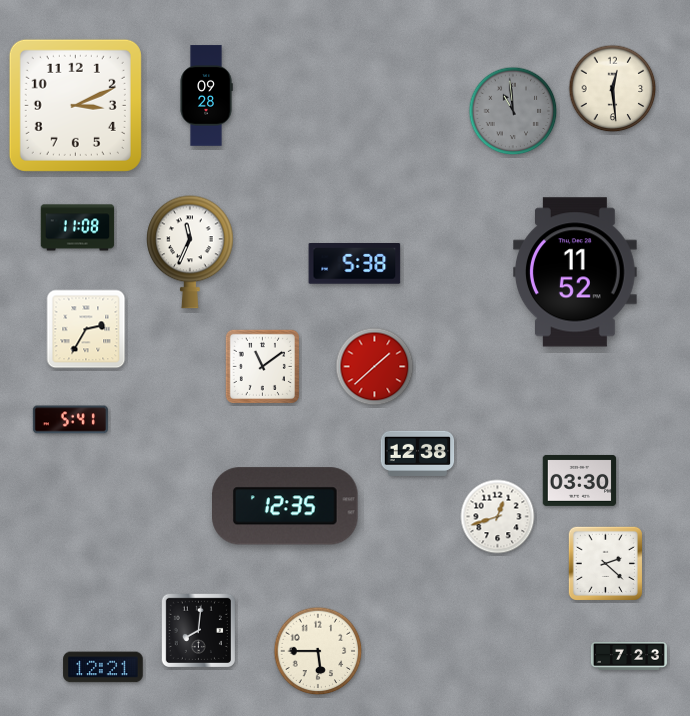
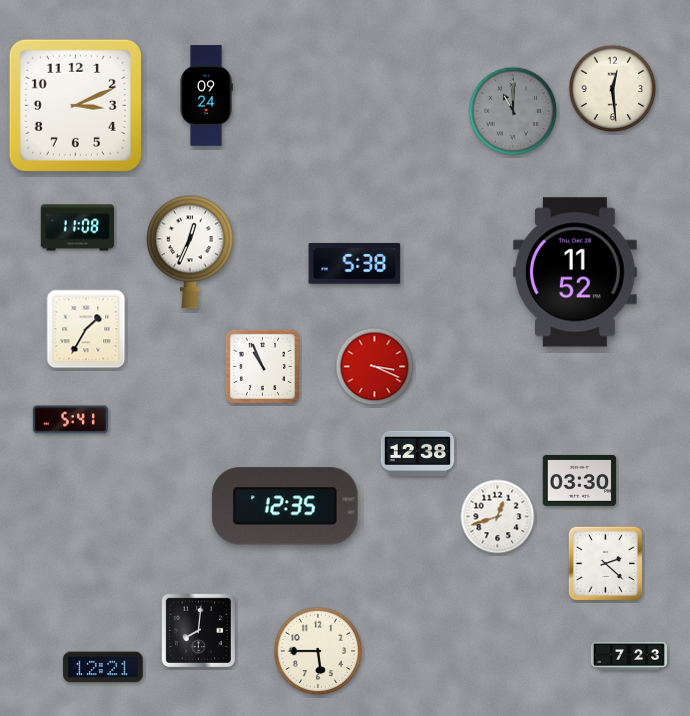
clock at (206, 96): 09:28 -> 09:24
clock at (513, 111): 10:59 -> 11:00
clock at (190, 252): 11:34 -> 12:34
clock at (86, 329): 2:35 -> 1:35
clock at (262, 366): 11:09 -> 10:56
clock at (375, 367): 1:38 -> 3:19
